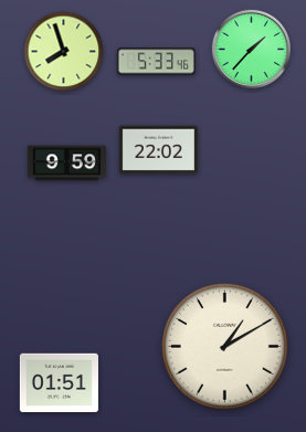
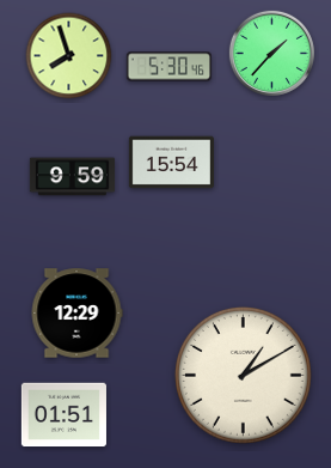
clock at (156, 62): 5:33 -> 5:30
clock at (158, 150): 22:02 -> 15:54
clock at (76, 314): none -> 12:29
